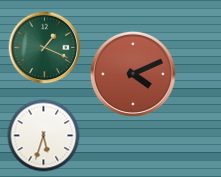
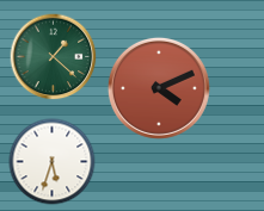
clock at (45, 48): 1:19 -> 1:22
